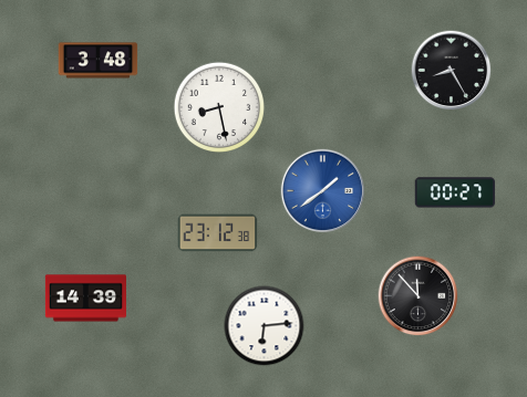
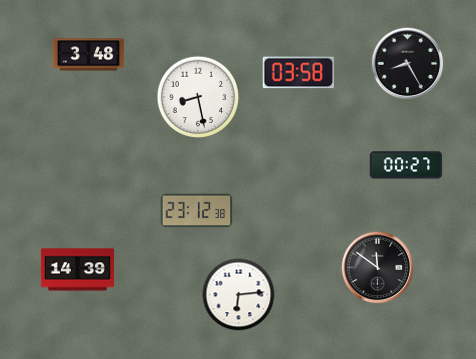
clock at (299, 73): none -> 03:58
clock at (323, 191): 1:39 -> none
clock at (455, 192) position: (455, 192) -> (406, 165)
clock at (418, 296): 11:53 -> 11:51
